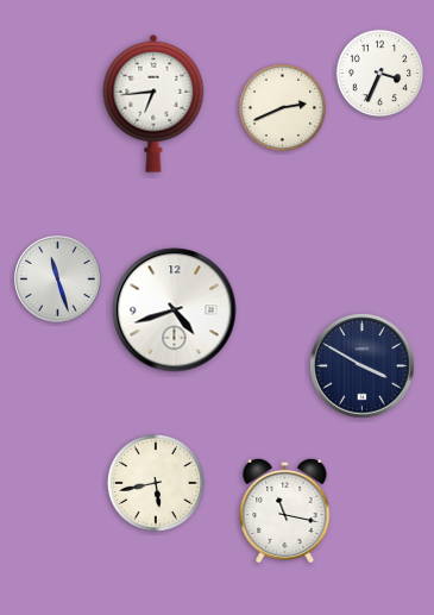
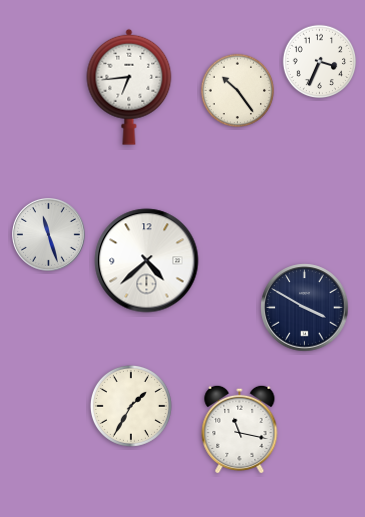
clock at (283, 108): 2:41 -> 10:24
clock at (175, 310): 4:42 -> 4:38
clock at (156, 483): 5:43 -> 1:35
